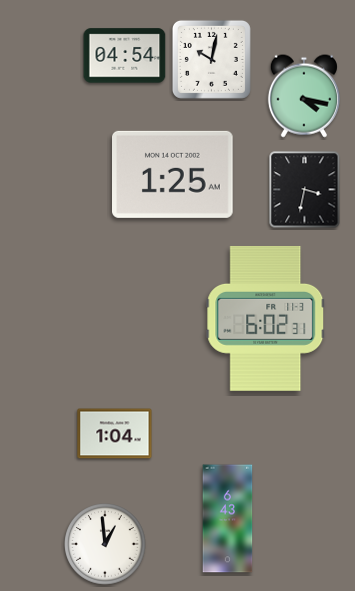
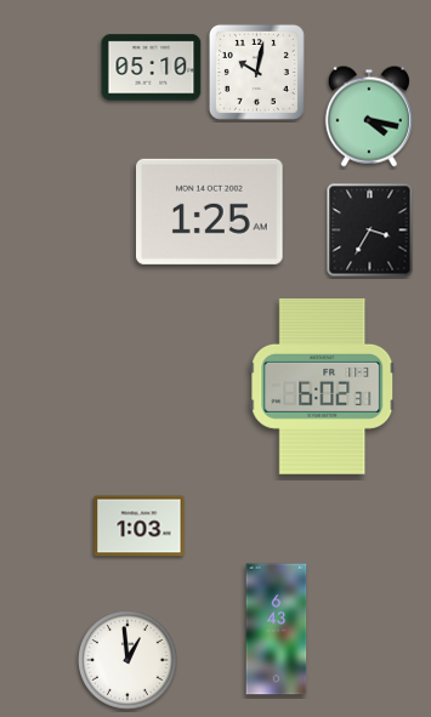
clock at (125, 56): 04:54 -> 05:10
clock at (305, 190): 3:32 -> 3:35
clock at (115, 434): 1:04 -> 1:03
